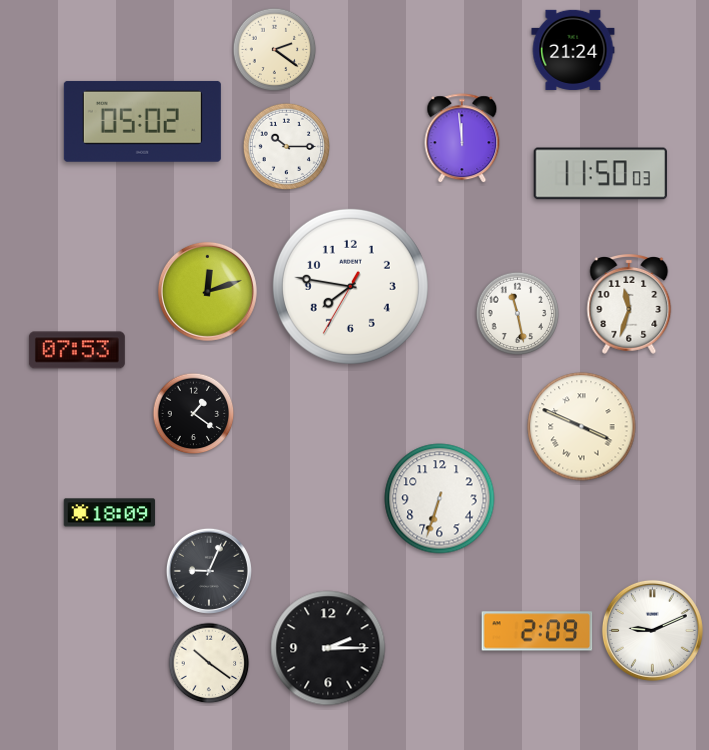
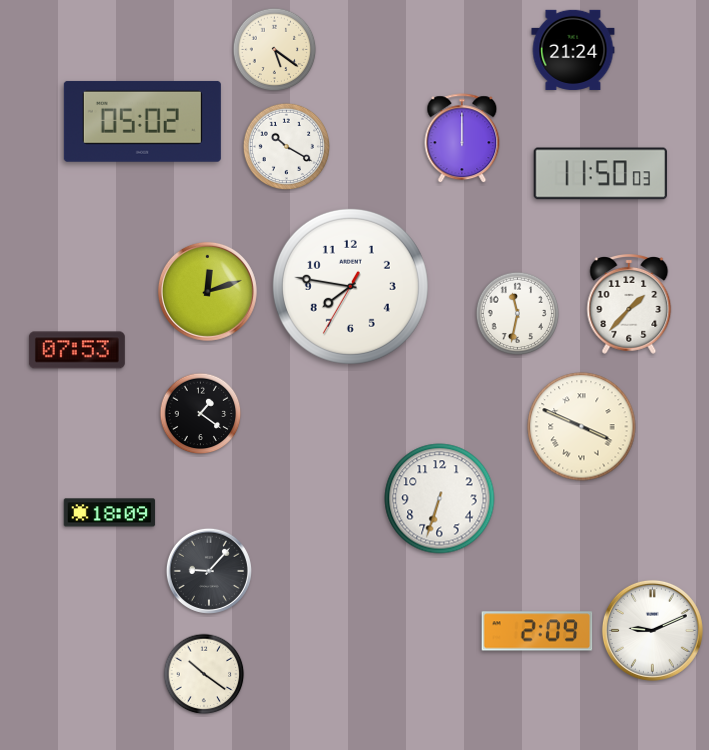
clock at (275, 50): 2:21 -> 5:21
clock at (462, 139): 11:59 -> 12:00
clock at (286, 146): 10:15 -> 10:20
clock at (629, 305): 11:33 -> 1:37
clock at (518, 314): 11:28 -> 11:32
clock at (194, 414) position: (194, 414) -> (201, 414)
clock at (209, 571): 9:04 -> 9:07
clock at (328, 648): 2:15 -> none
clock at (209, 663) position: (209, 663) -> (204, 674)
